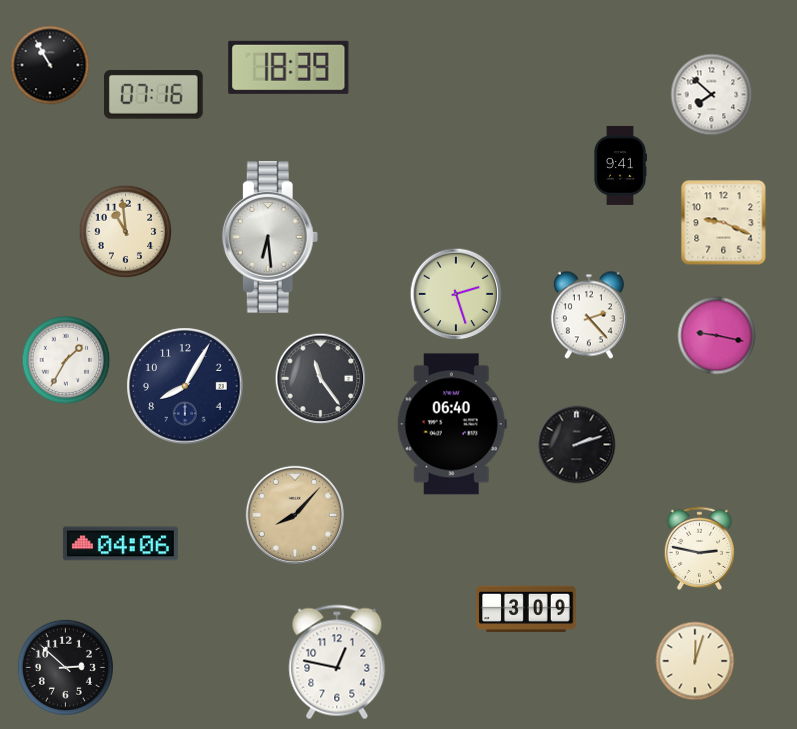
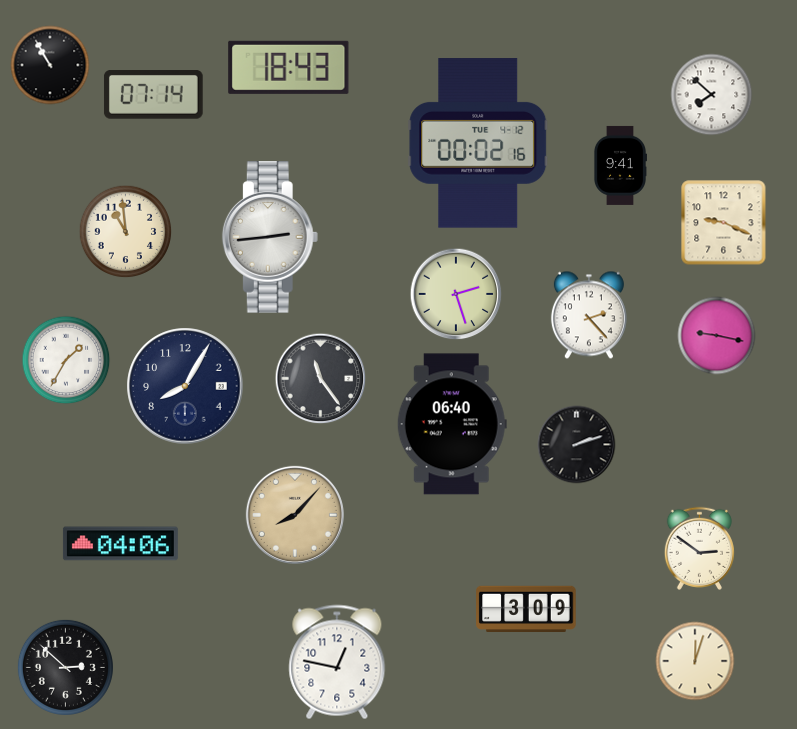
clock at (289, 67): 18:39 -> 18:43
clock at (153, 95): 07:16 -> 07:14
clock at (478, 143): none -> 00:02
clock at (270, 237): 6:29 -> 2:44
clock at (699, 548): 2:47 -> 2:51
